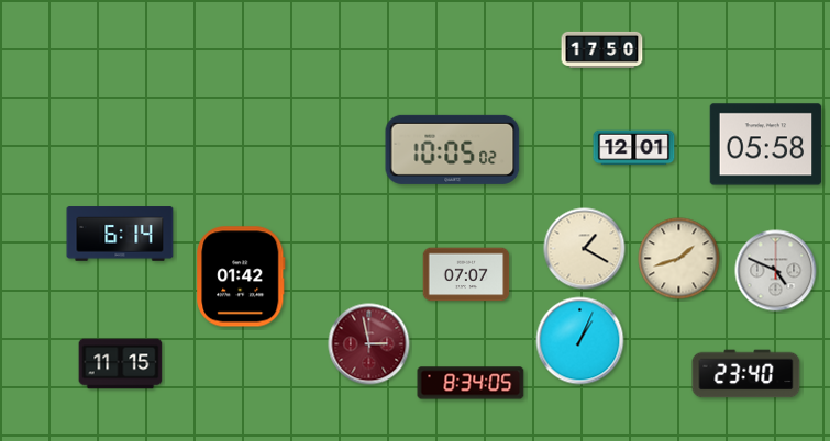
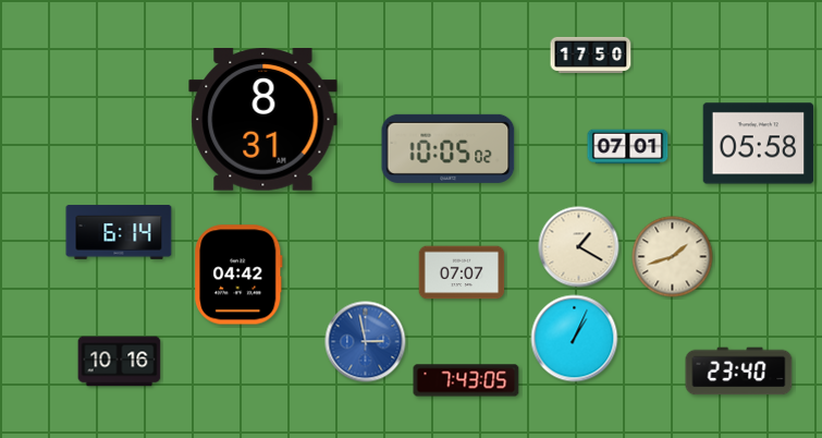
clock at (602, 49) position: (602, 49) -> (591, 54)
clock at (263, 120): none -> 8:31
clock at (634, 148): 12:01 -> 07:01
clock at (776, 271): 4:49 -> none
clock at (241, 276): 01:42 -> 04:42
clock at (369, 344) dial: burgundy -> blue
clock at (121, 364): 11:15 -> 10:16
clock at (471, 383): 8:34 -> 7:43
